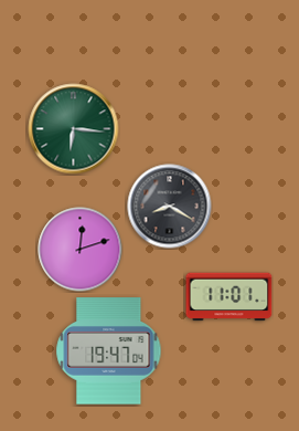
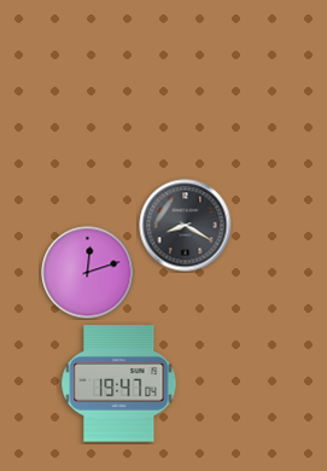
clock at (74, 129): 6:16 -> none
clock at (229, 297): 11:01 -> none
